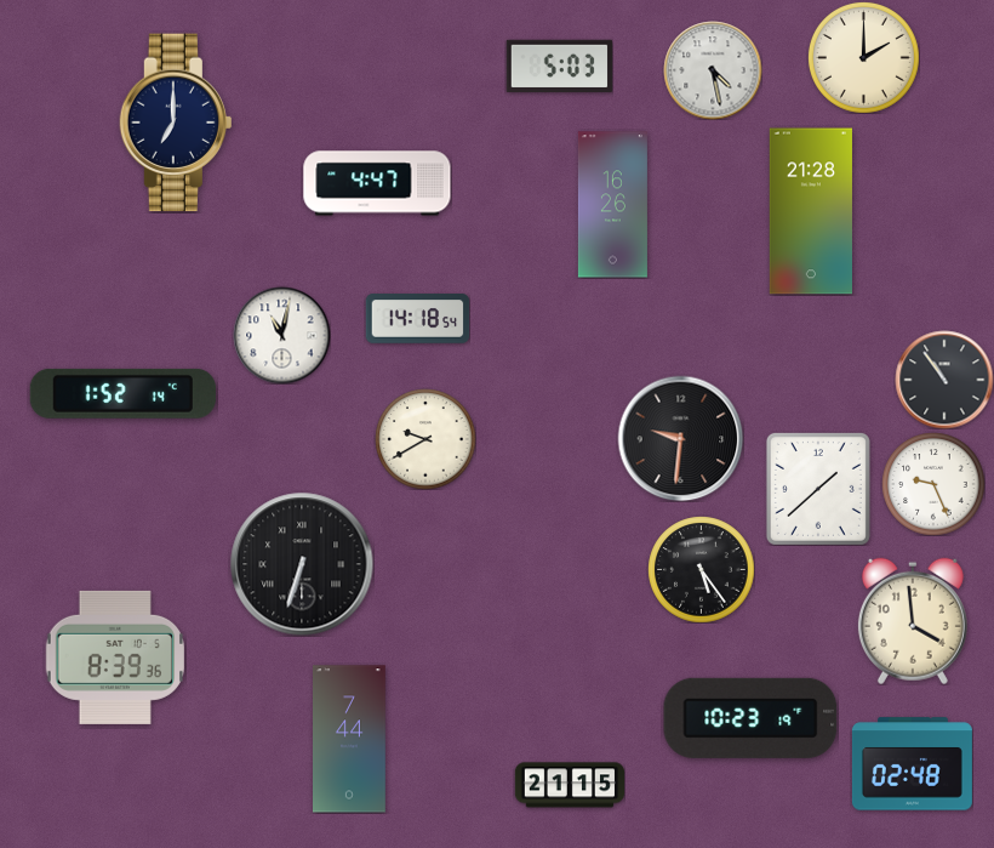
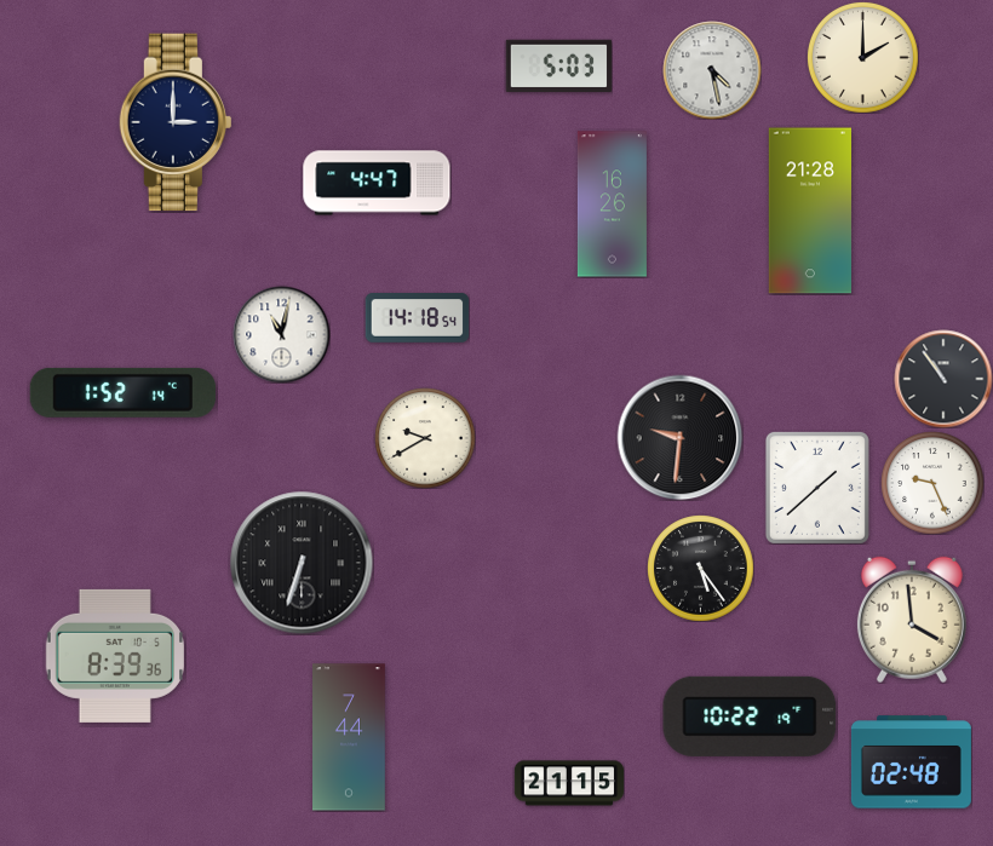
clock at (175, 123): 7:00 -> 3:00
clock at (750, 718): 10:23 -> 10:22
